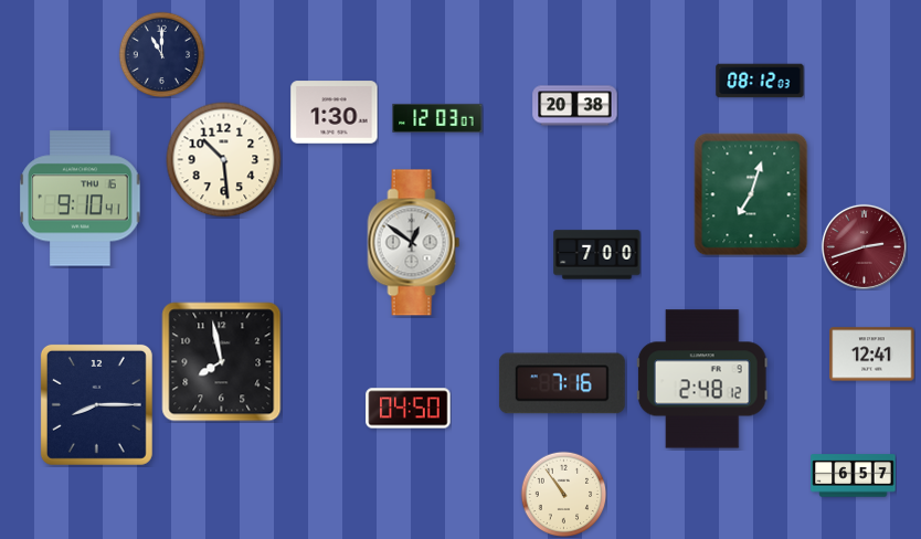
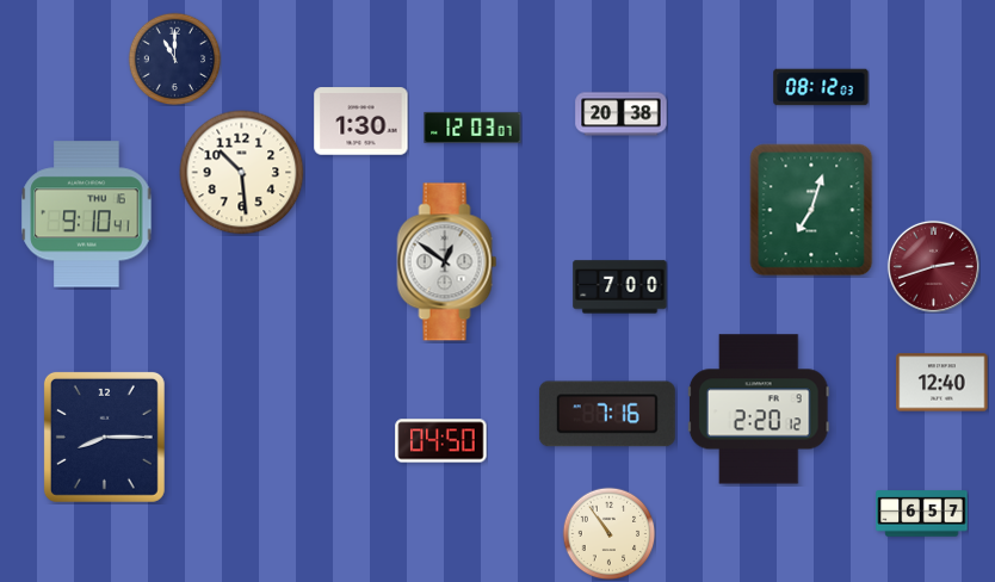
clock at (597, 255) position: (597, 255) -> (620, 287)
clock at (872, 355): 12:41 -> 12:40
clock at (222, 362): 7:58 -> none
clock at (702, 379): 2:48 -> 2:20
